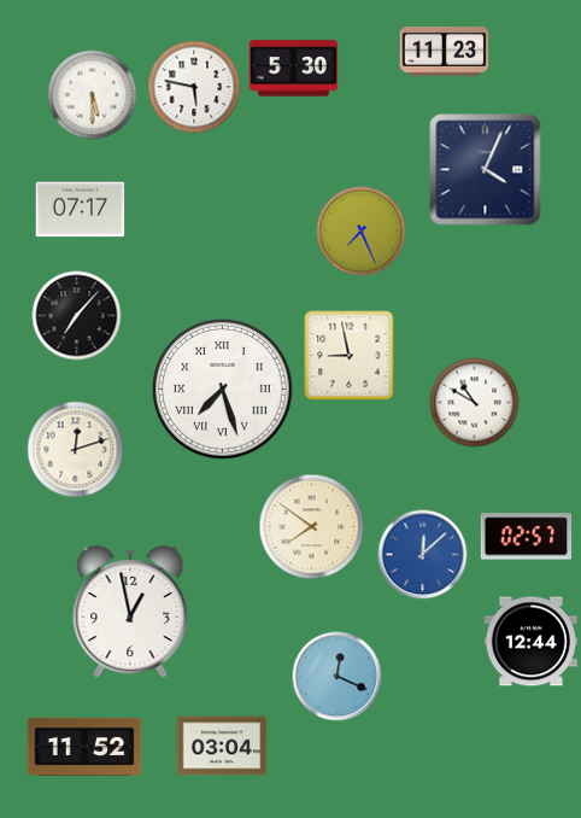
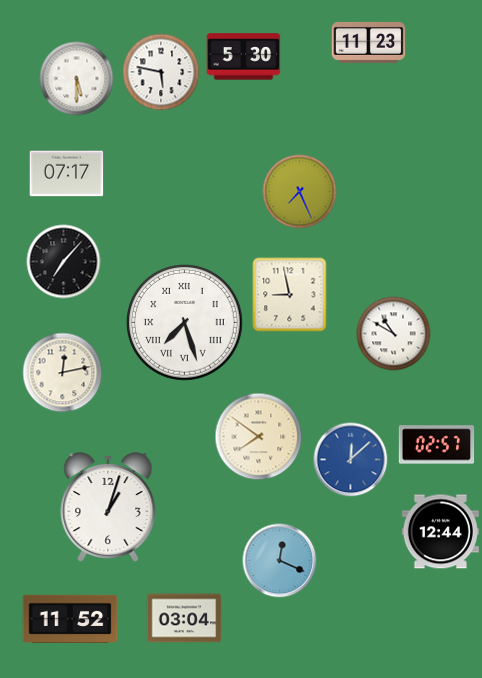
clock at (486, 170): 4:04 -> none
clock at (76, 450): 12:12 -> 12:13
clock at (130, 612): 12:58 -> 1:03
